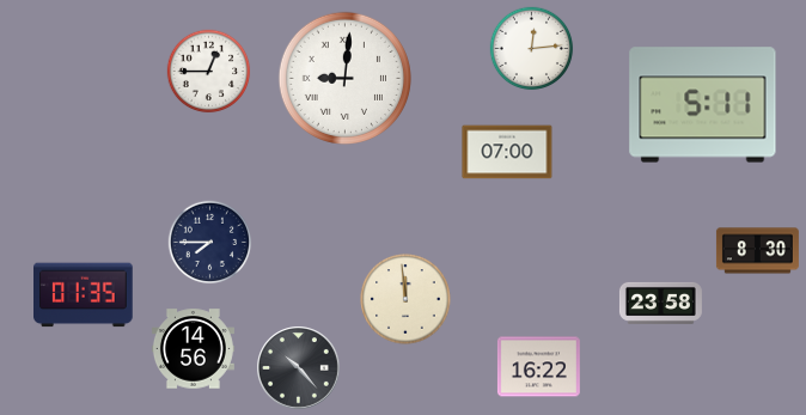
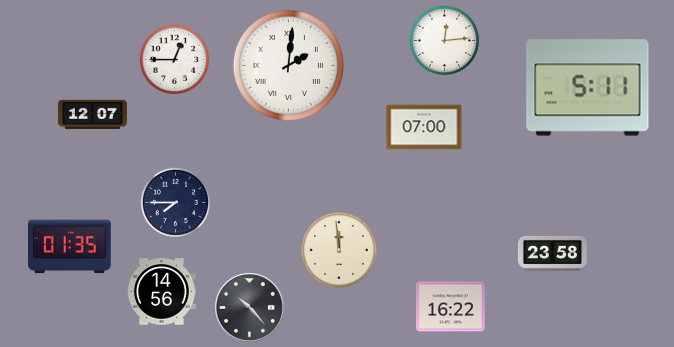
clock at (344, 78): 9:01 -> 2:01
clock at (92, 114): none -> 12:07
clock at (757, 251): 8:30 -> none
